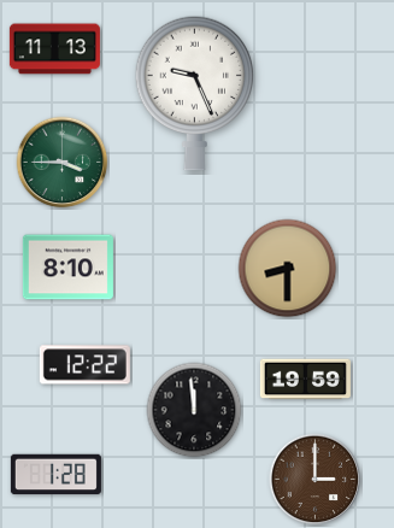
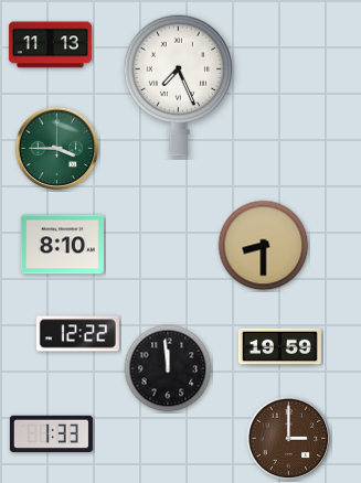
clock at (195, 93): 9:26 -> 7:26
clock at (194, 410) position: (194, 410) -> (168, 368)
clock at (55, 475): 1:28 -> 1:33
